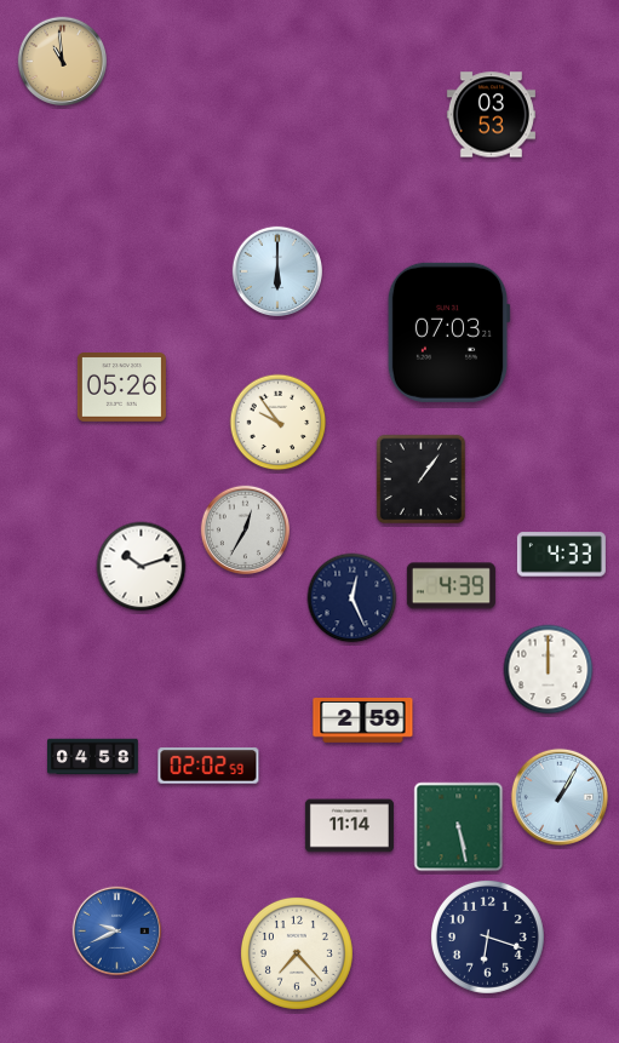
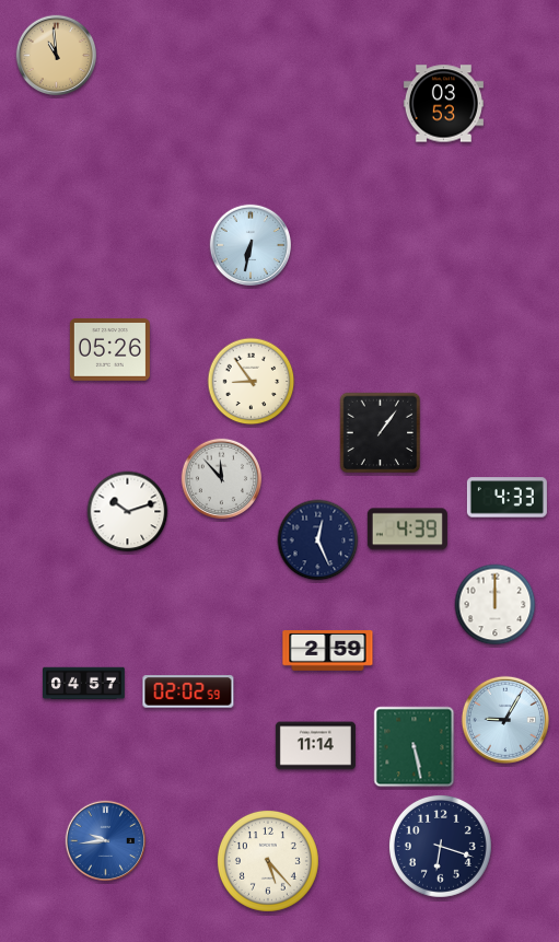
clock at (276, 270): 6:00 -> 6:32
clock at (448, 332): 07:03 -> none
clock at (279, 423): 9:54 -> 8:54
clock at (246, 531): 12:35 -> 11:53
clock at (561, 555) position: (561, 555) -> (506, 498)
clock at (93, 757): 04:58 -> 04:57
clock at (560, 797): 1:05 -> 9:05
clock at (118, 932): 9:41 -> 9:44
clock at (297, 953): 7:23 -> 5:23
